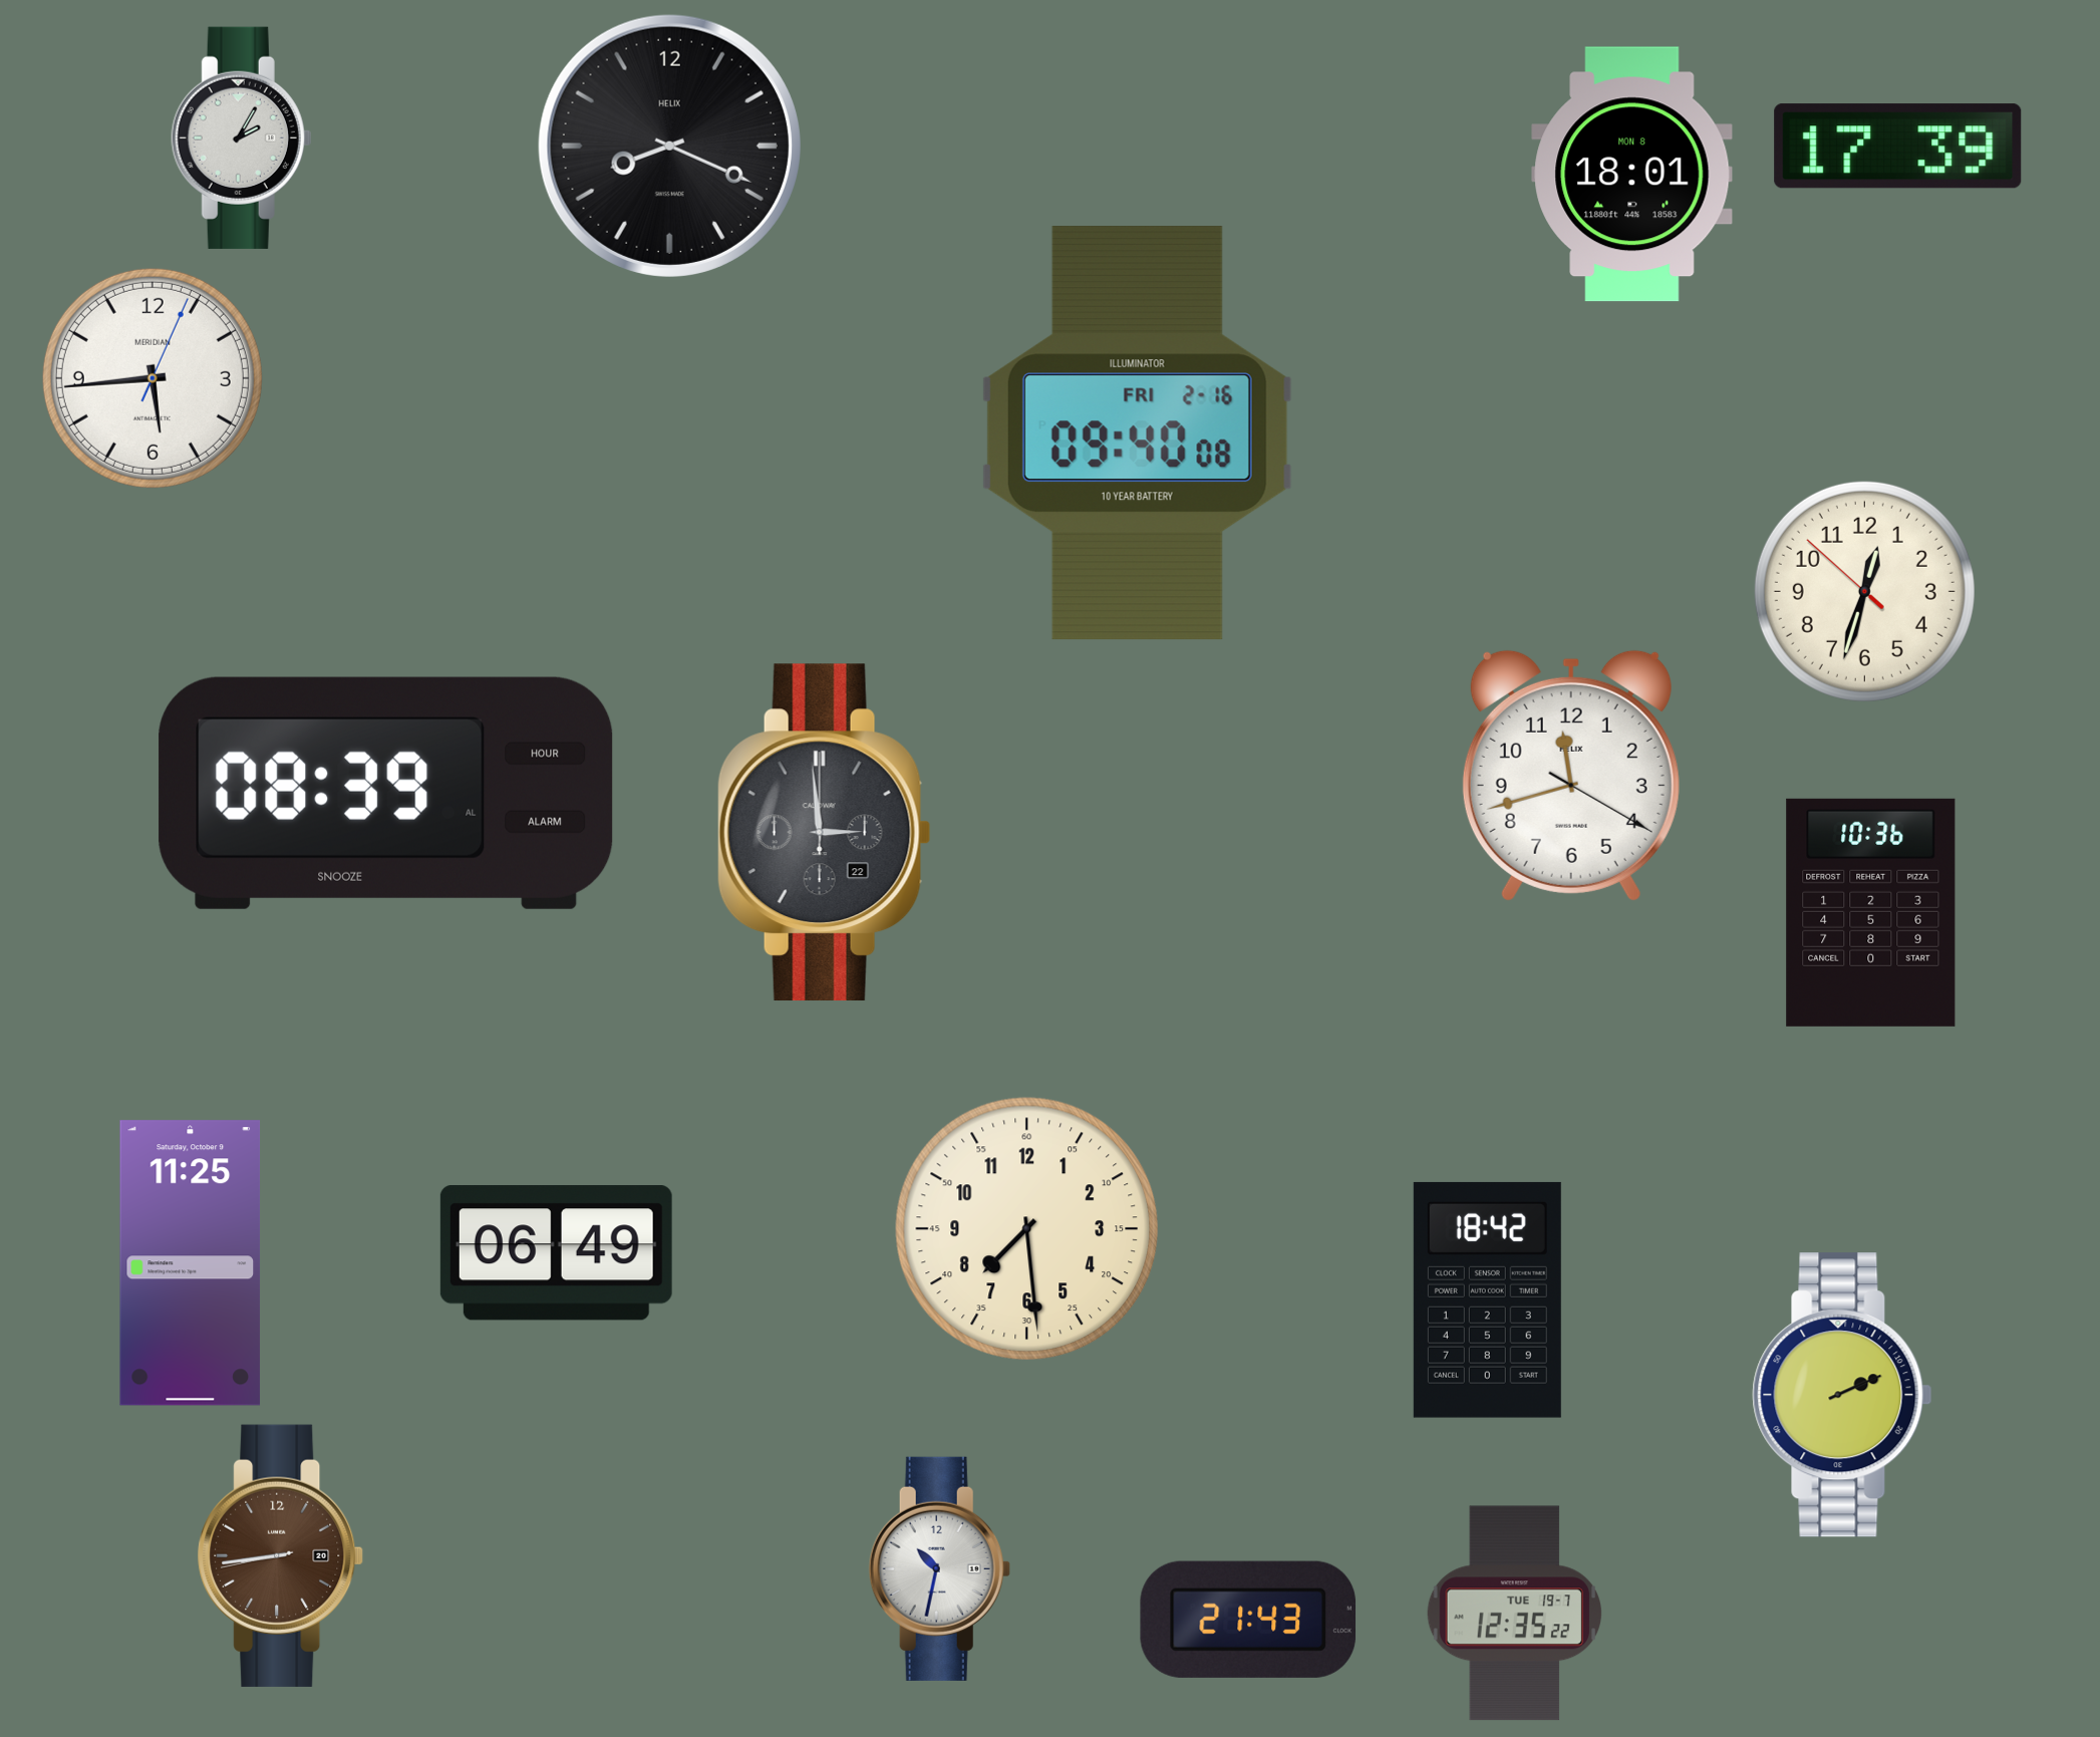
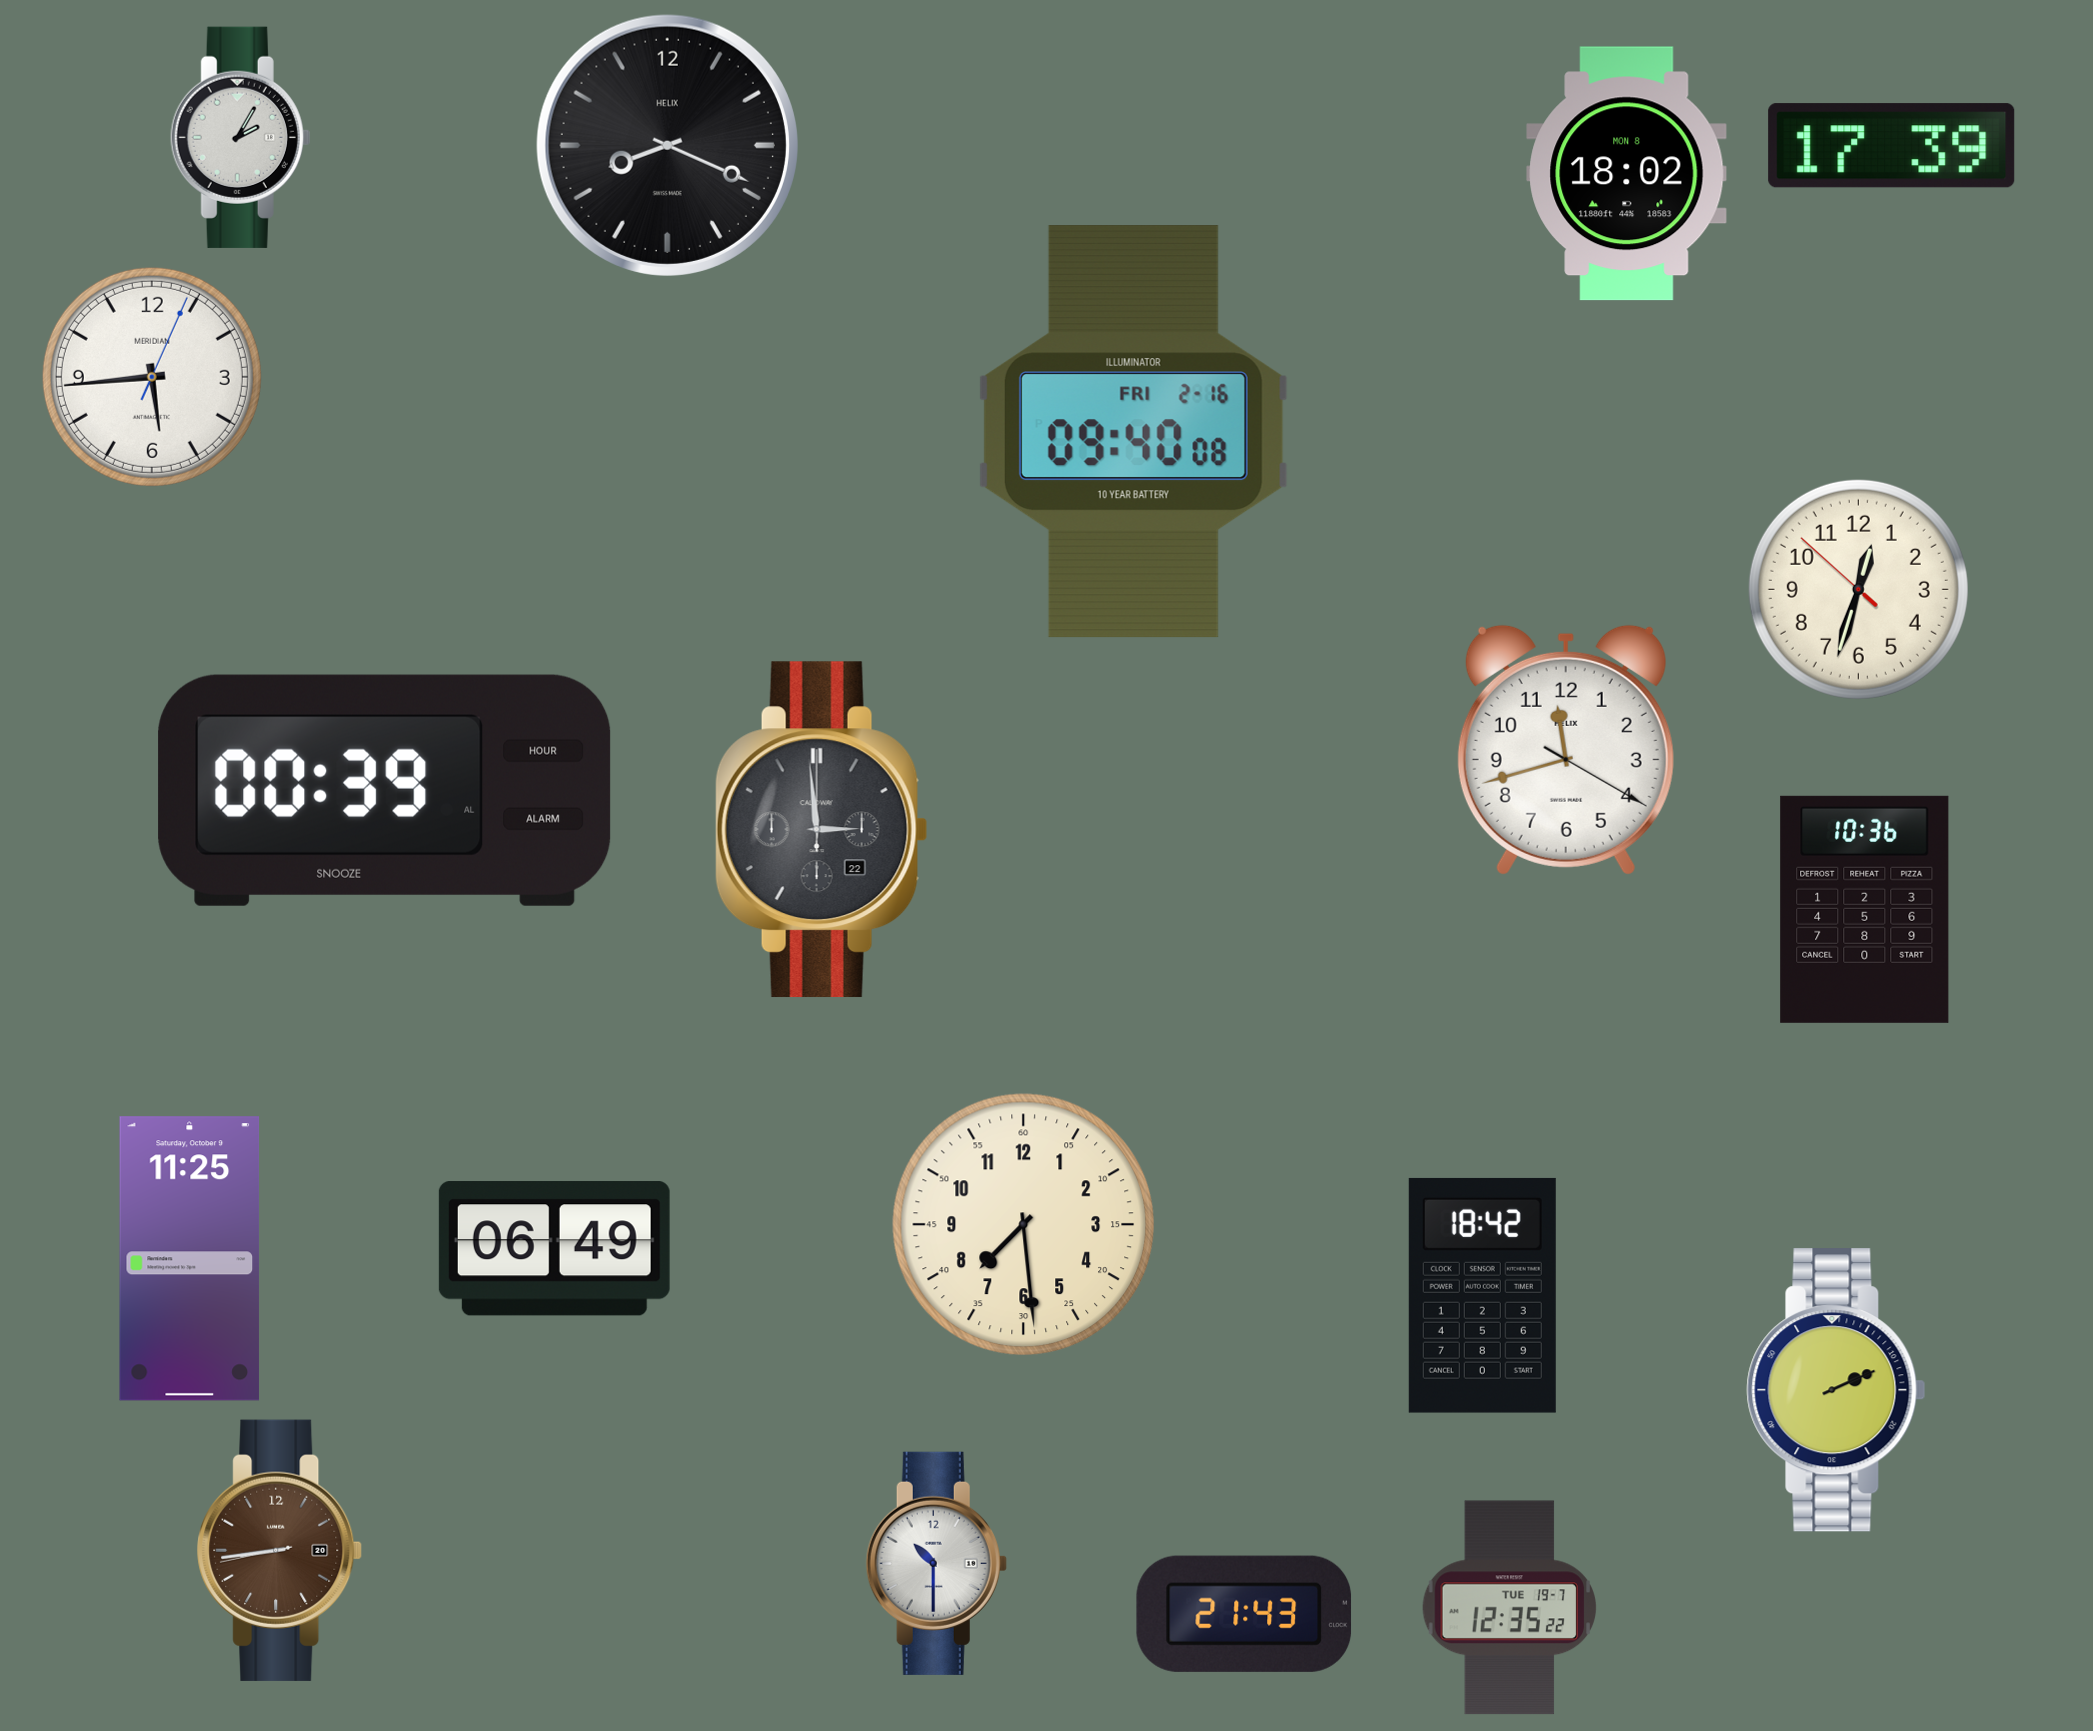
clock at (1632, 175): 18:01 -> 18:02
clock at (1571, 776) position: (1571, 776) -> (1566, 750)
clock at (386, 793): 08:39 -> 00:39
clock at (939, 1568): 10:32 -> 10:30
